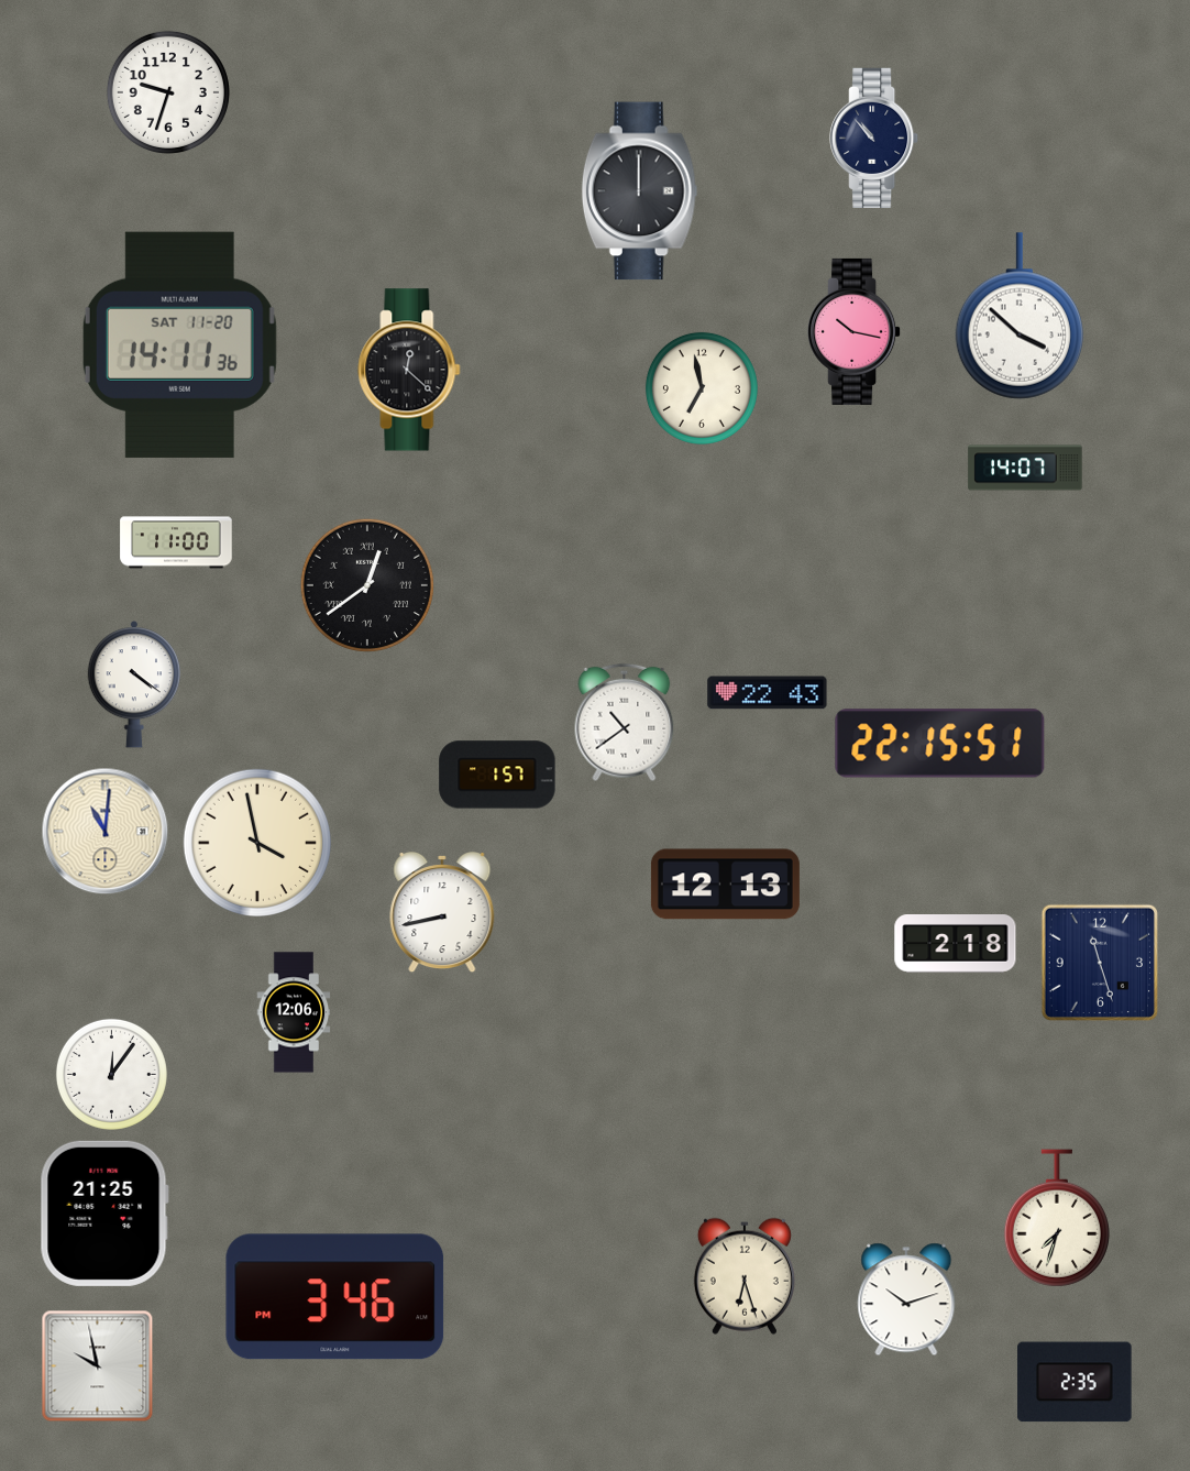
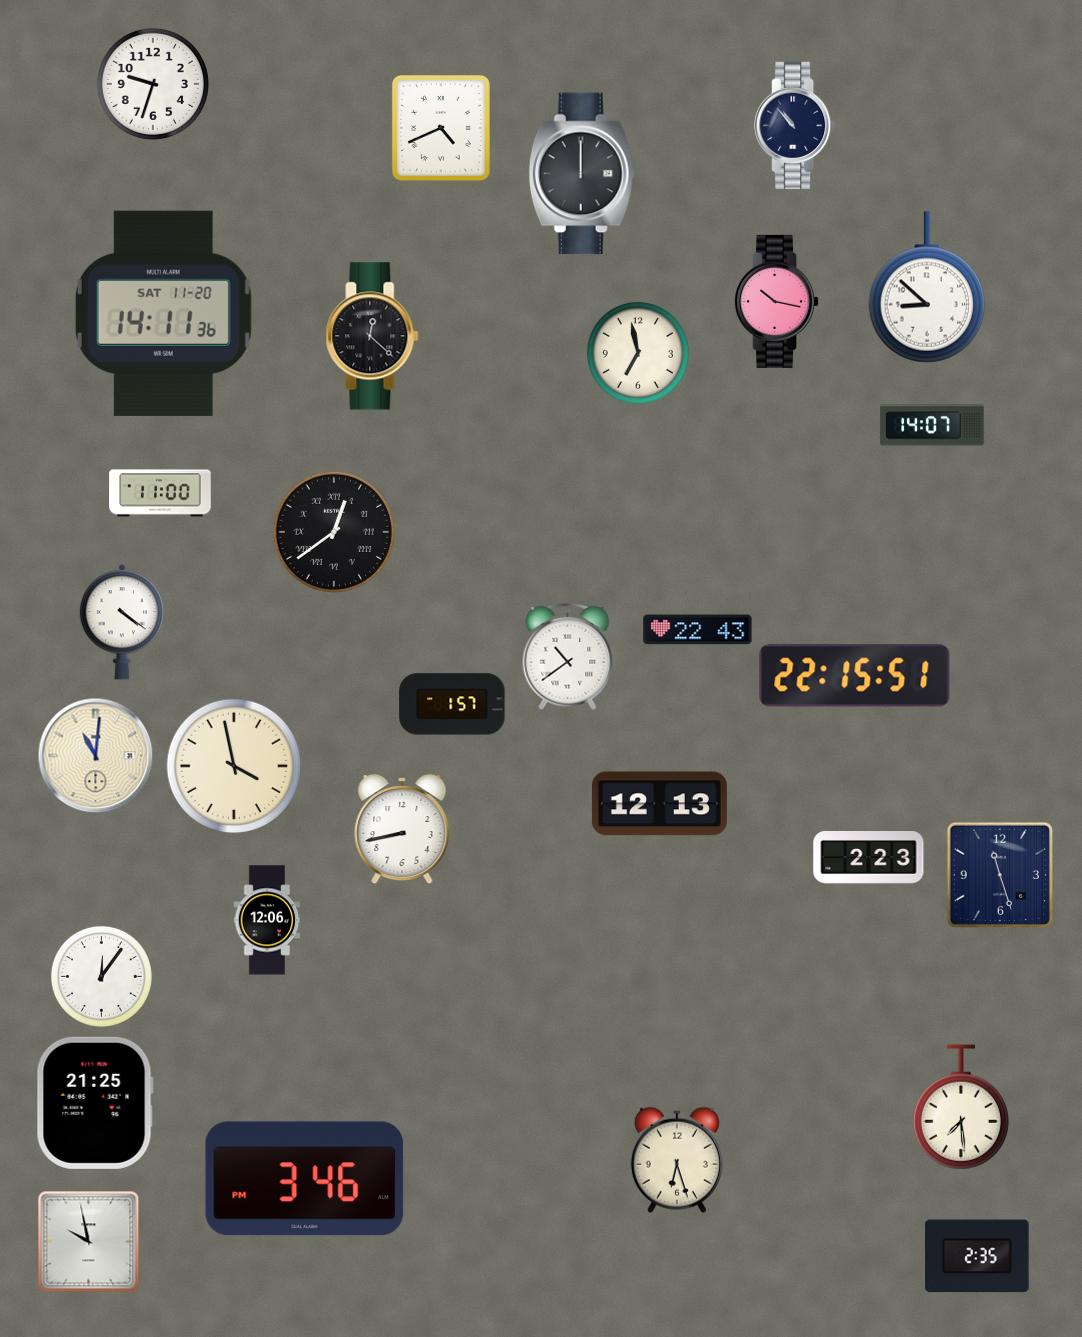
clock at (441, 128): none -> 4:41
clock at (1020, 316): 3:52 -> 8:52
clock at (956, 944): 2:18 -> 2:23
clock at (1057, 1218): 7:33 -> 7:29
clock at (906, 1299): 10:12 -> none
